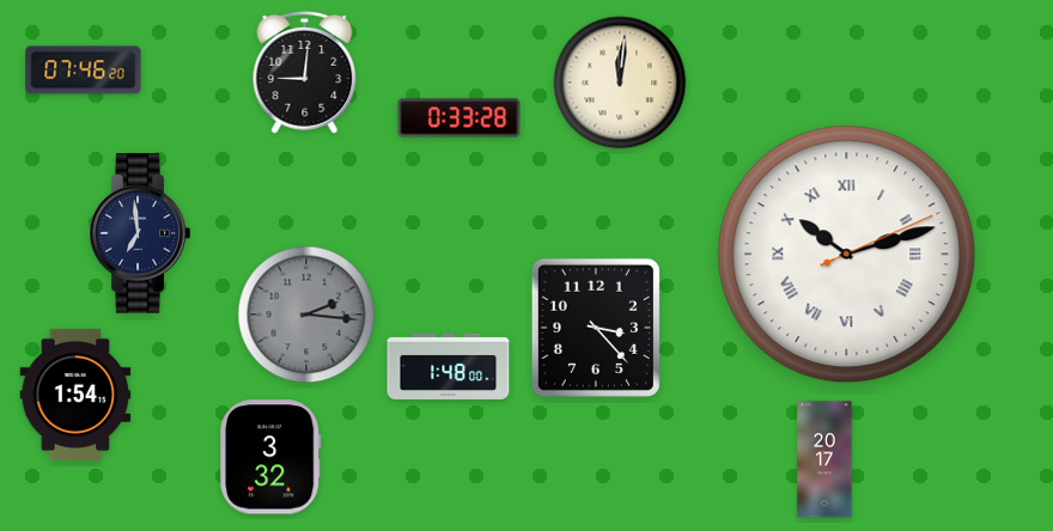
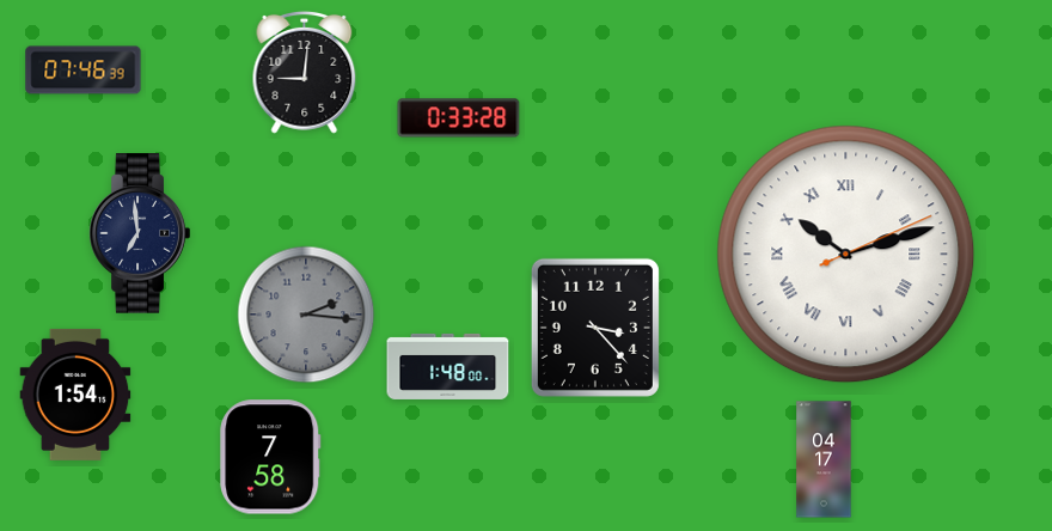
clock at (84, 71): 07:46:20 -> 07:46:39
clock at (620, 83): 12:01 -> none
clock at (270, 457): 3:32 -> 7:58
clock at (824, 459): 20:17 -> 04:17
